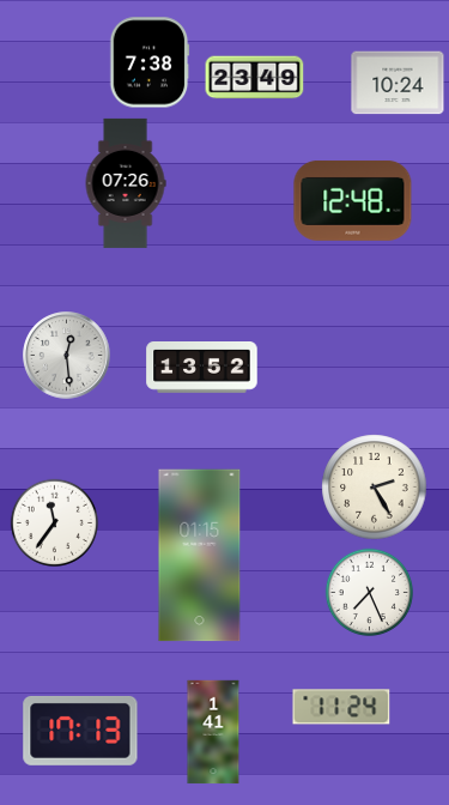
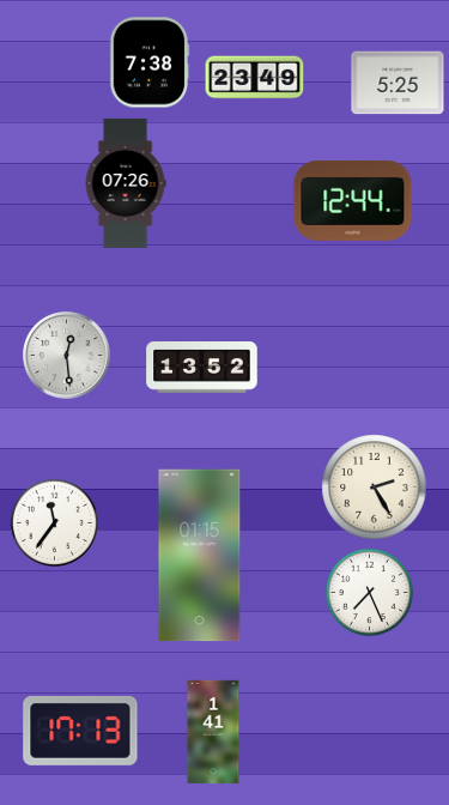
clock at (398, 83): 10:24 -> 5:25
clock at (353, 200): 12:48 -> 12:44
clock at (341, 707): 11:24 -> none
